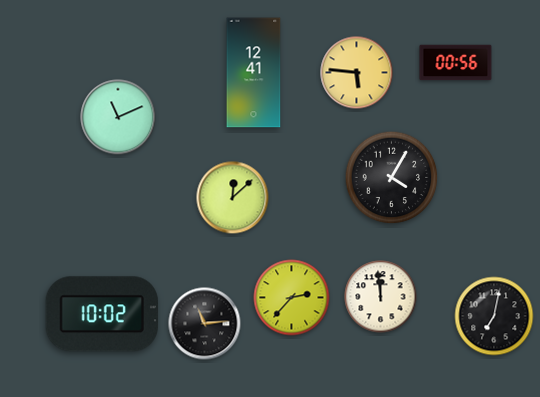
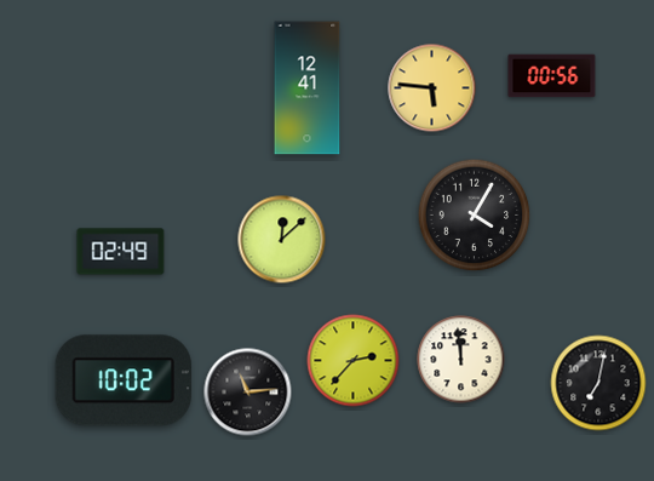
clock at (118, 117): 11:11 -> none
clock at (121, 252): none -> 02:49
